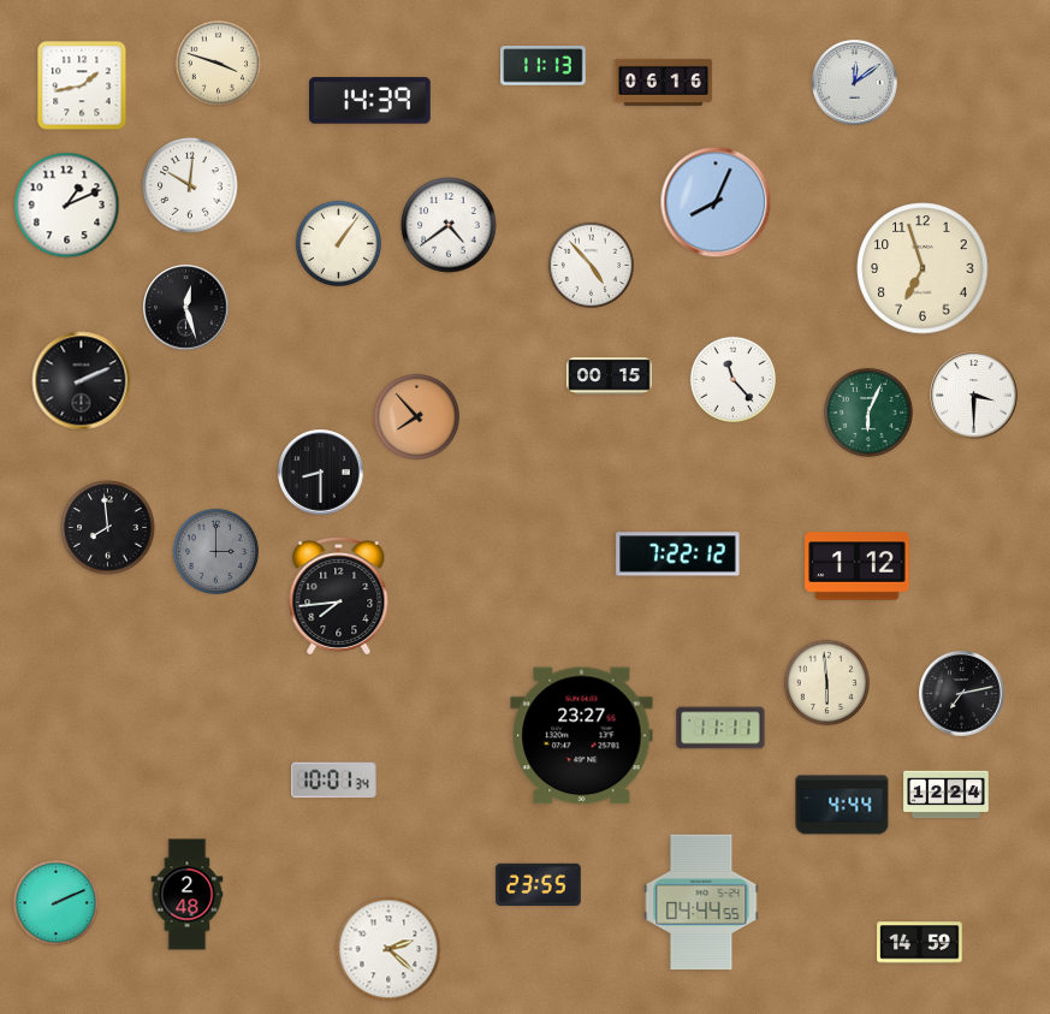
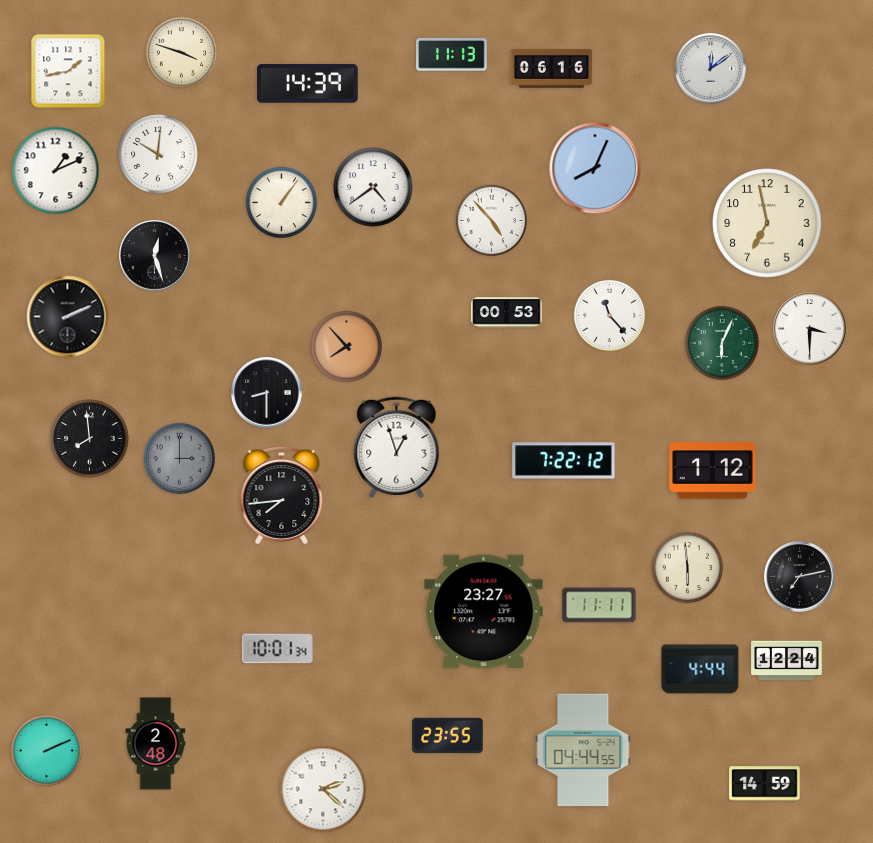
clock at (923, 268): 6:57 -> 6:58
clock at (610, 376): 00:15 -> 00:53
clock at (397, 448): none -> 12:57
